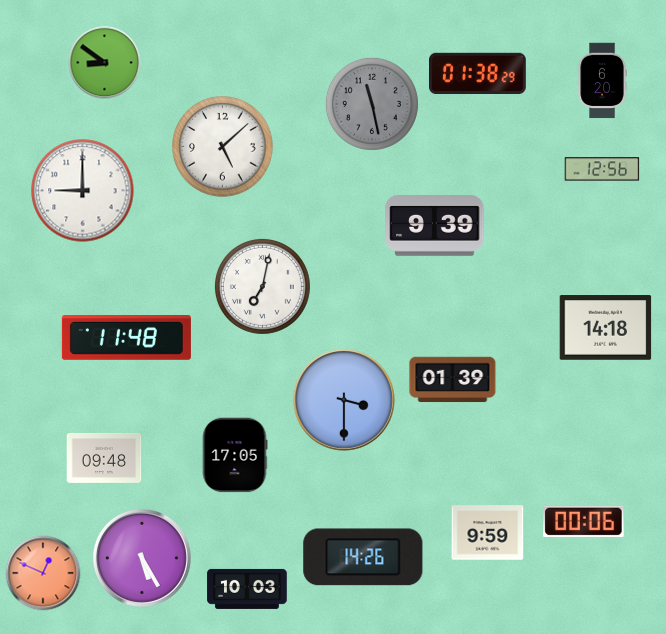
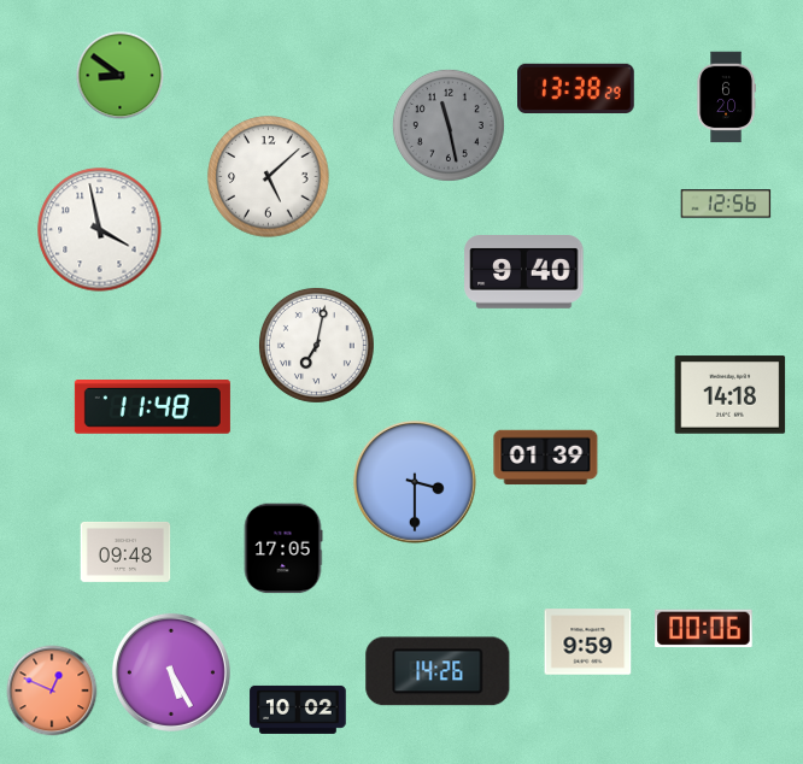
clock at (105, 63) position: (105, 63) -> (121, 76)
clock at (478, 73): 01:38 -> 13:38
clock at (83, 191): 9:00 -> 3:58
clock at (435, 226): 9:39 -> 9:40
clock at (247, 589): 10:03 -> 10:02
